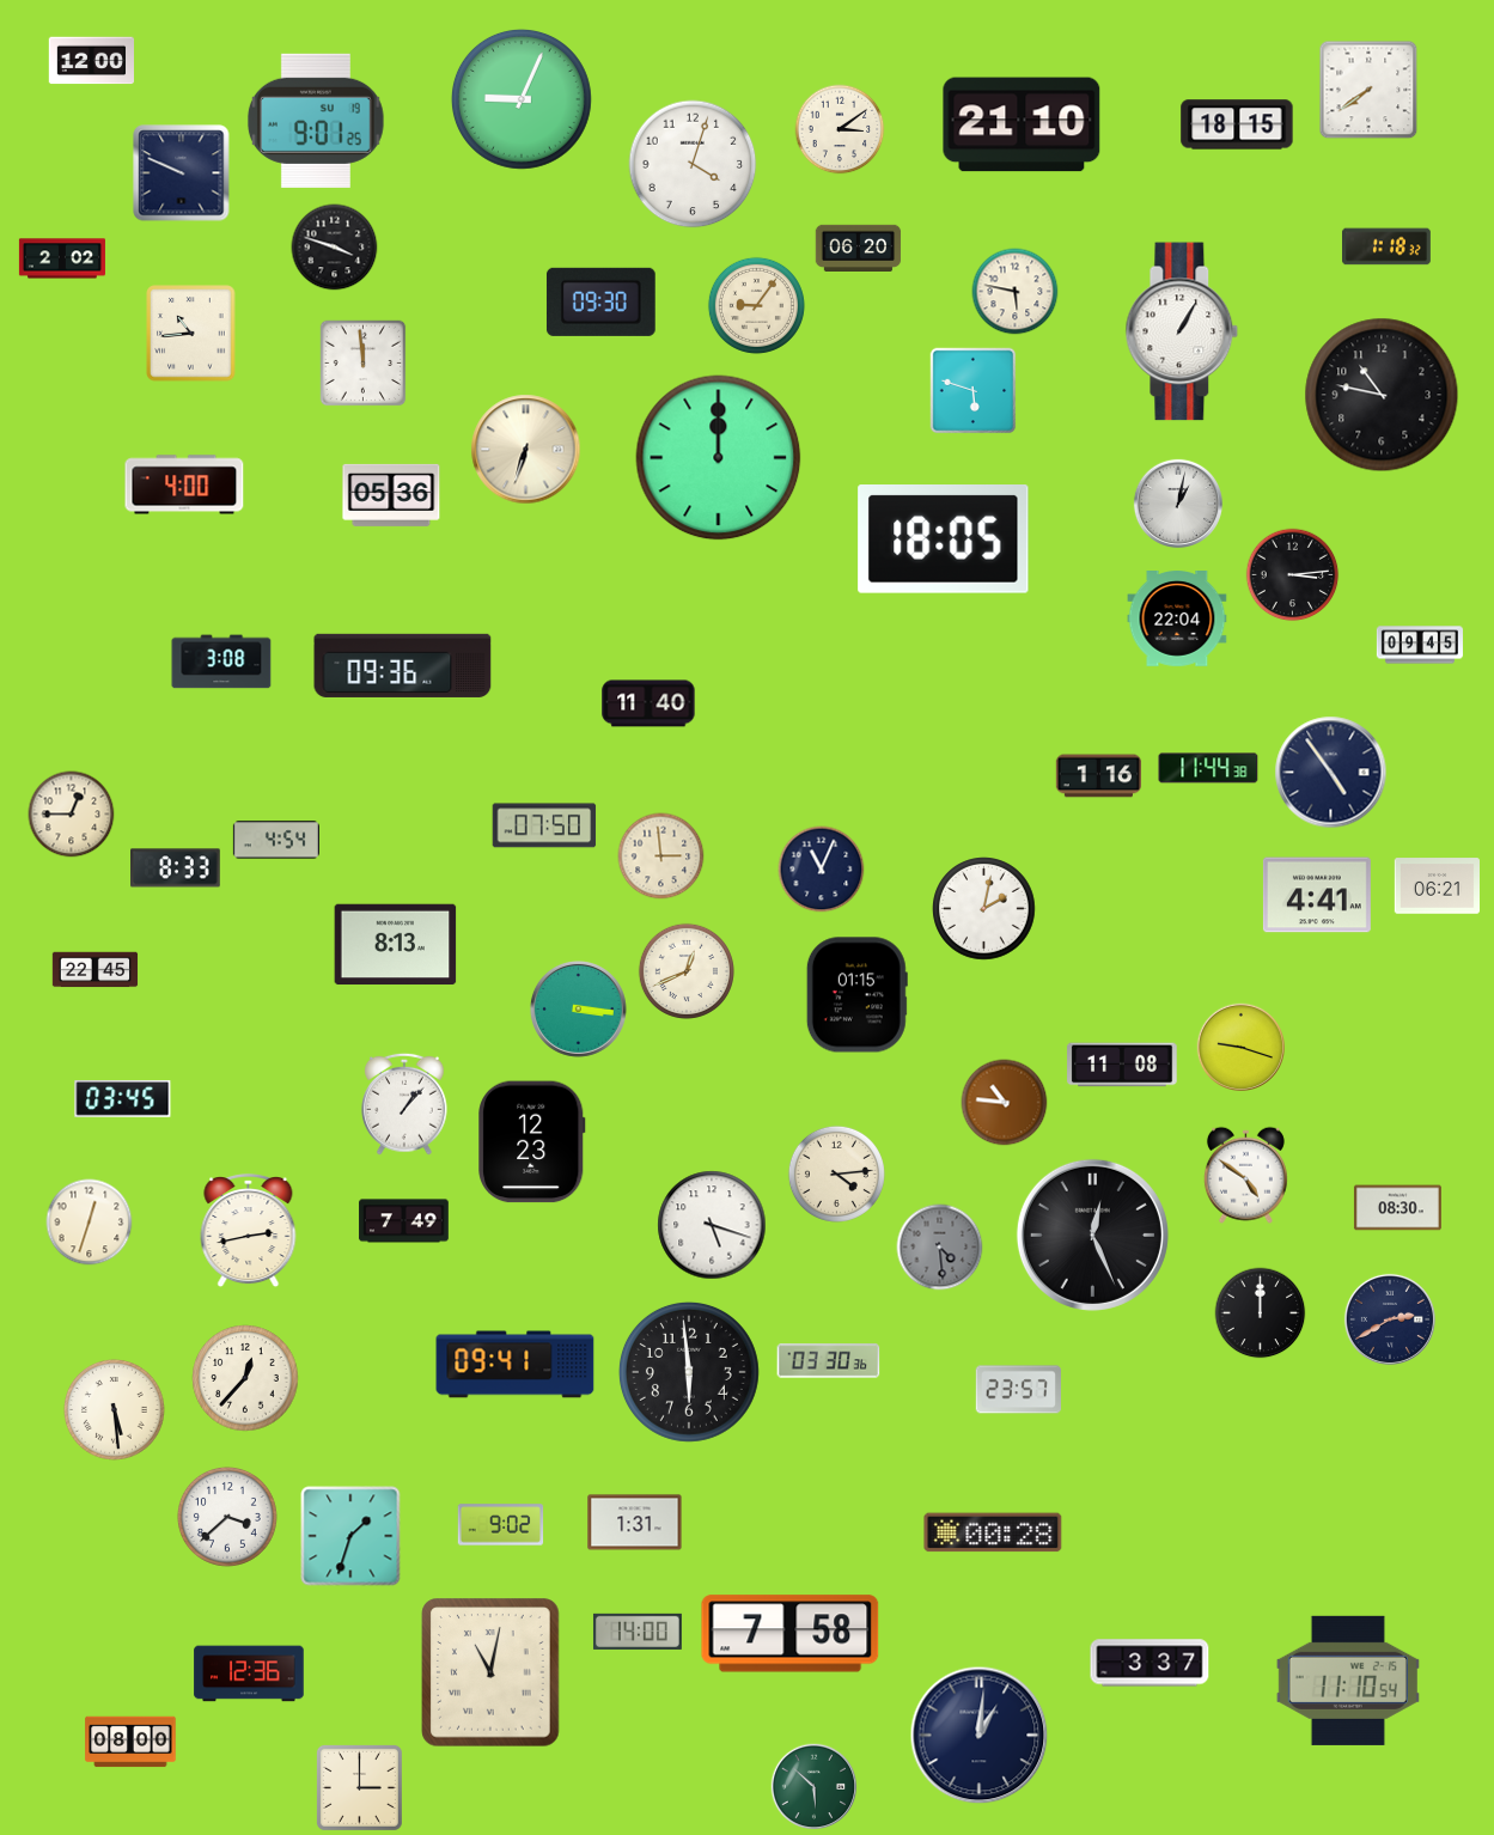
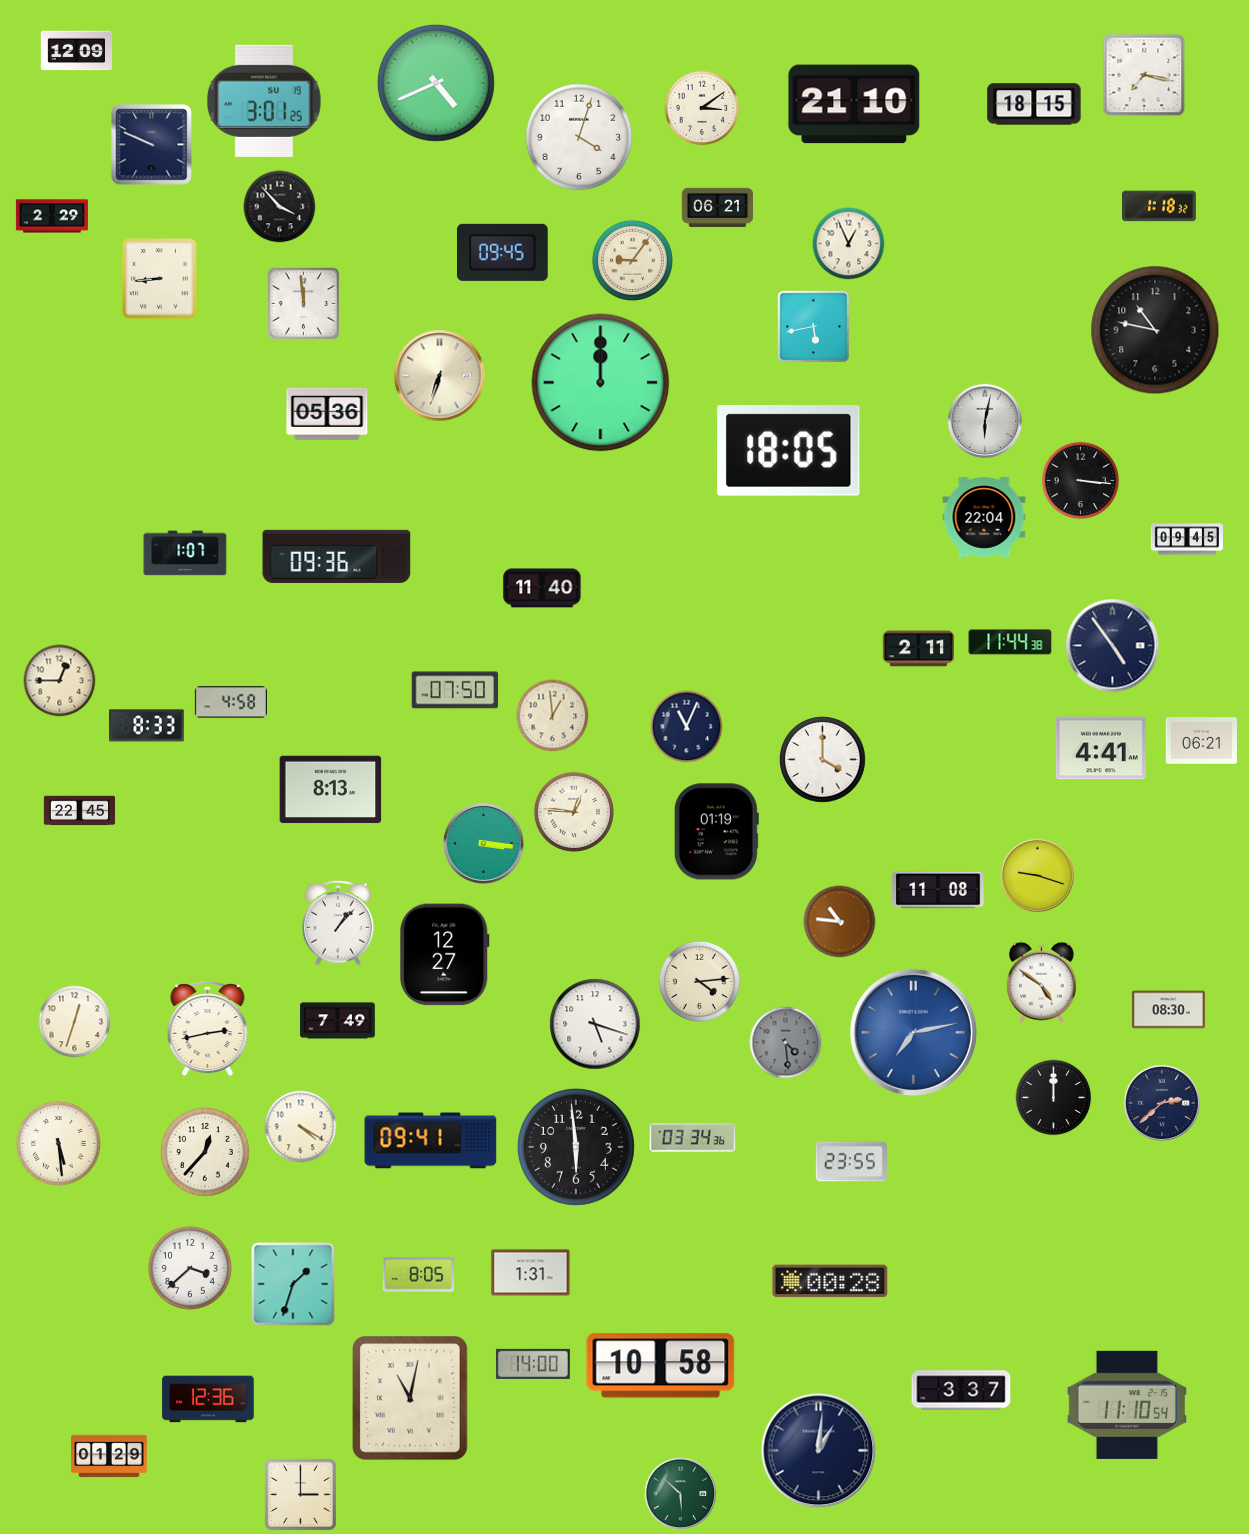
clock at (91, 61): 12:00 -> 12:09
clock at (1368, 90): 7:39 -> 7:17
clock at (522, 99): 9:04 -> 4:41
clock at (316, 121): 9:01 -> 3:01
clock at (335, 248): 3:48 -> 3:53
clock at (859, 248): 06:20 -> 06:21
clock at (62, 258): 2:02 -> 2:29
clock at (1016, 292): 5:47 -> 12:56
clock at (600, 301): 09:30 -> 09:45
clock at (756, 305) position: (756, 305) -> (632, 260)
clock at (1182, 331): 1:05 -> none
clock at (191, 334): 10:44 -> 8:44
clock at (974, 391): 5:48 -> 5:43
clock at (184, 484): 4:00 -> none
clock at (1178, 504): 1:02 -> 6:02
clock at (1293, 575): 3:14 -> 3:16
clock at (221, 662): 3:08 -> 1:07
clock at (1099, 776): 1:16 -> 2:11
clock at (276, 840): 4:54 -> 4:58
clock at (661, 856): 2:59 -> 12:59
clock at (984, 909): 2:02 -> 4:00
clock at (687, 971): 12:41 -> 12:46
clock at (856, 995): 01:15 -> 01:19
clock at (123, 1099): 03:45 -> none
clock at (532, 1142): 12:23 -> 12:27
clock at (1092, 1234): 12:26 -> 7:13
clock at (1092, 1234) dial: black -> blue
clock at (1390, 1319): 2:40 -> 2:38
clock at (301, 1127): none -> 4:20
clock at (829, 1361): 03:30 -> 03:34
clock at (1018, 1390): 23:57 -> 23:55
clock at (114, 1409) position: (114, 1409) -> (58, 1143)
clock at (501, 1525): 9:02 -> 8:05
clock at (791, 1634): 7:58 -> 10:58
clock at (130, 1742): 08:00 -> 01:29
